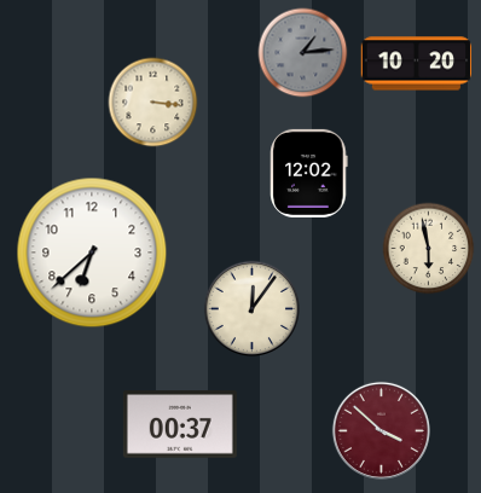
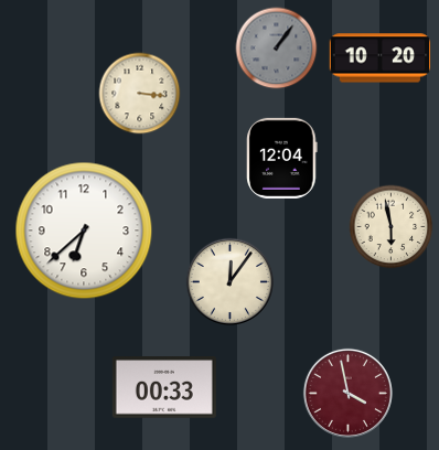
clock at (303, 53): 1:14 -> 1:06
clock at (309, 173): 12:02 -> 12:04
clock at (180, 424): 00:37 -> 00:33
clock at (381, 430): 3:52 -> 3:58
